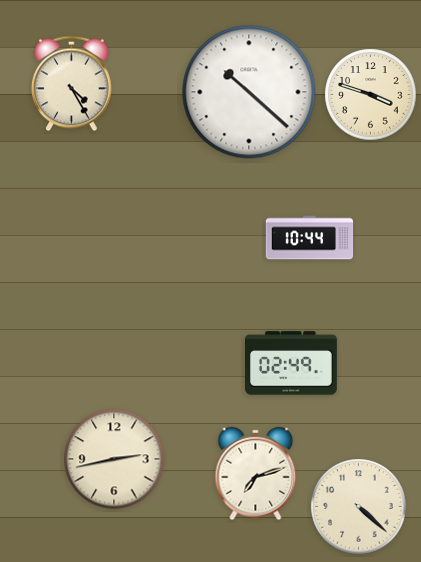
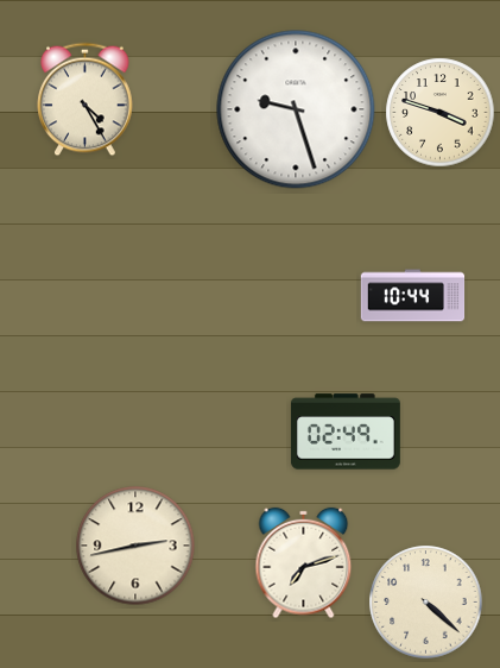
clock at (249, 92): 10:22 -> 9:27
clock at (310, 238) position: (310, 238) -> (413, 296)
